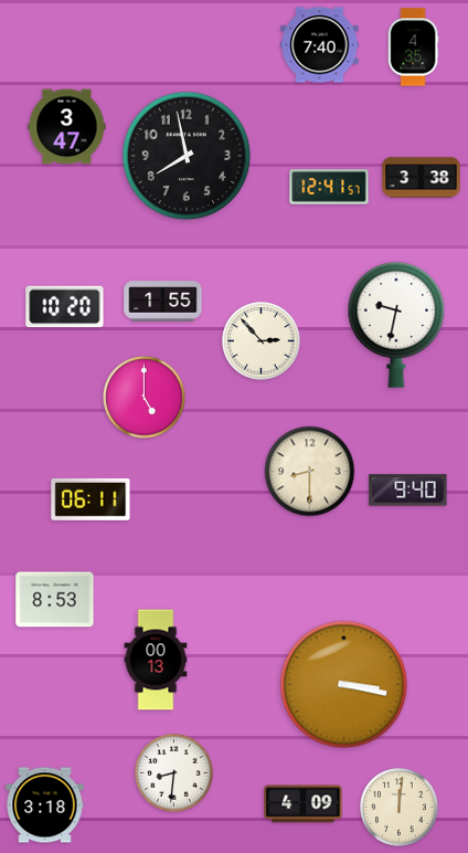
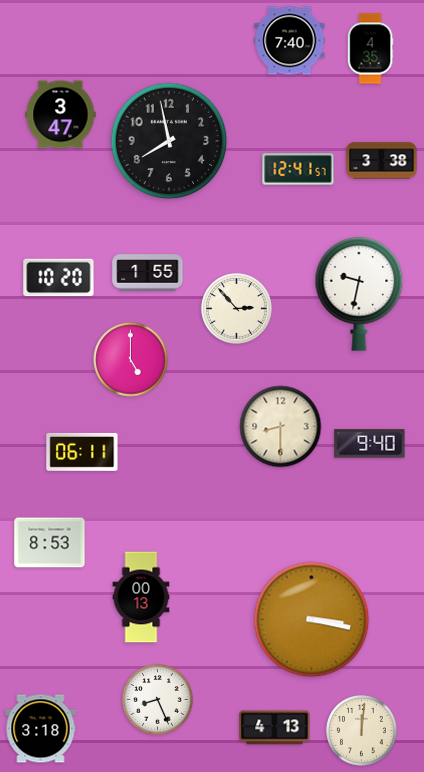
clock at (413, 48) position: (413, 48) -> (370, 49)
clock at (174, 773): 8:31 -> 8:26
clock at (304, 804): 4:09 -> 4:13
